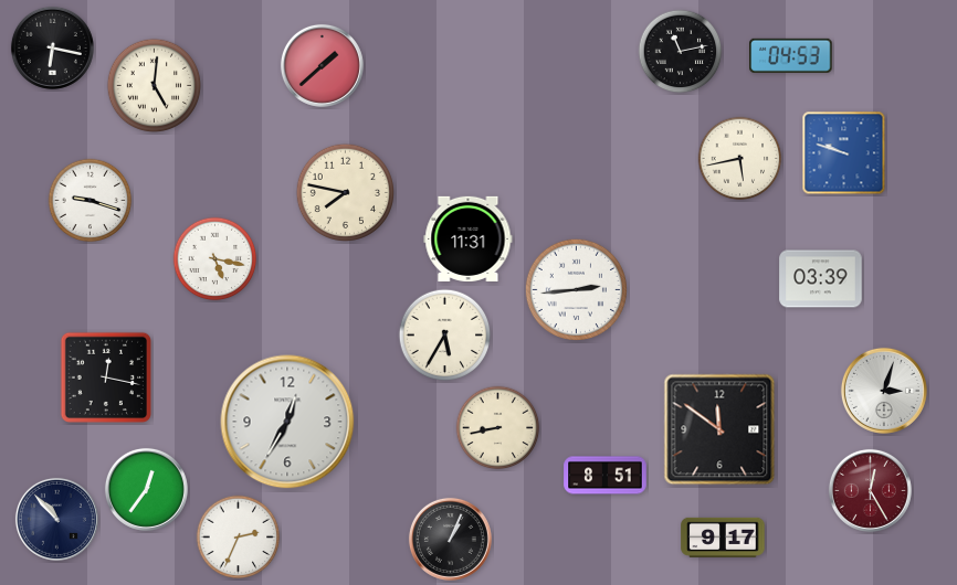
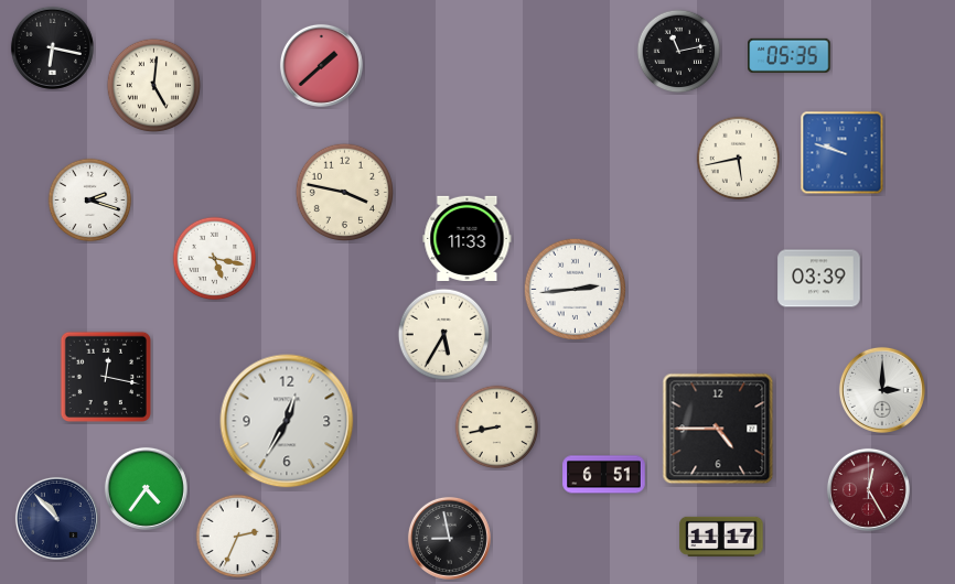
clock at (791, 55): 04:53 -> 05:35
clock at (345, 192): 7:47 -> 3:47
clock at (91, 201): 9:18 -> 2:18
clock at (469, 238): 11:31 -> 11:33
clock at (884, 391): 3:03 -> 3:00
clock at (719, 429): 11:51 -> 4:45
clock at (606, 476): 8:51 -> 6:51
clock at (146, 489): 12:36 -> 4:36
clock at (723, 538): 9:17 -> 11:17
clock at (450, 539): 1:04 -> 8:58
